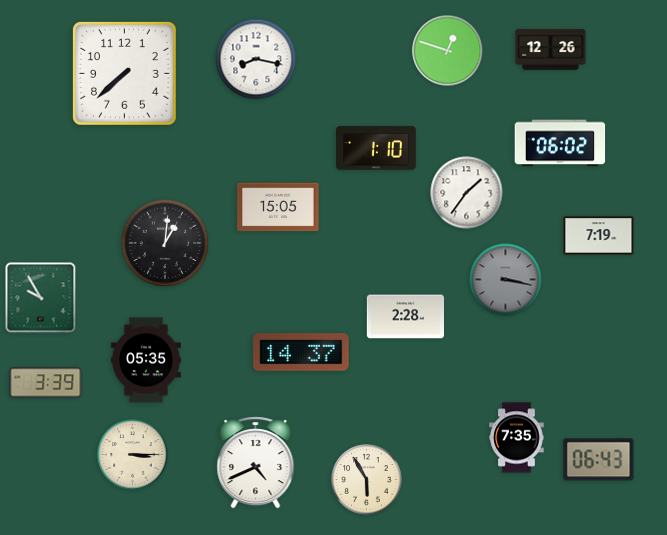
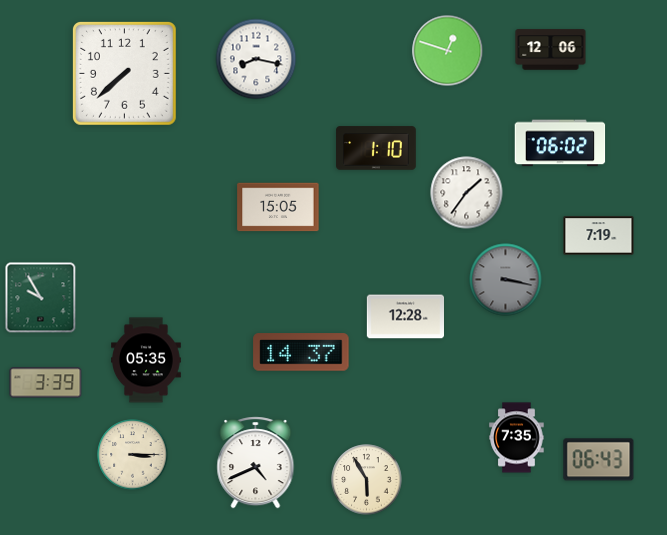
clock at (551, 50): 12:26 -> 12:06
clock at (164, 242): 1:01 -> none
clock at (405, 317): 2:28 -> 12:28
